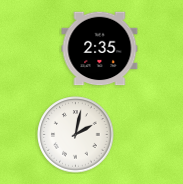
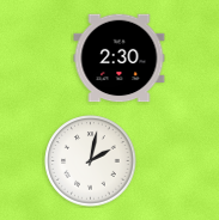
clock at (100, 49): 2:35 -> 2:30
